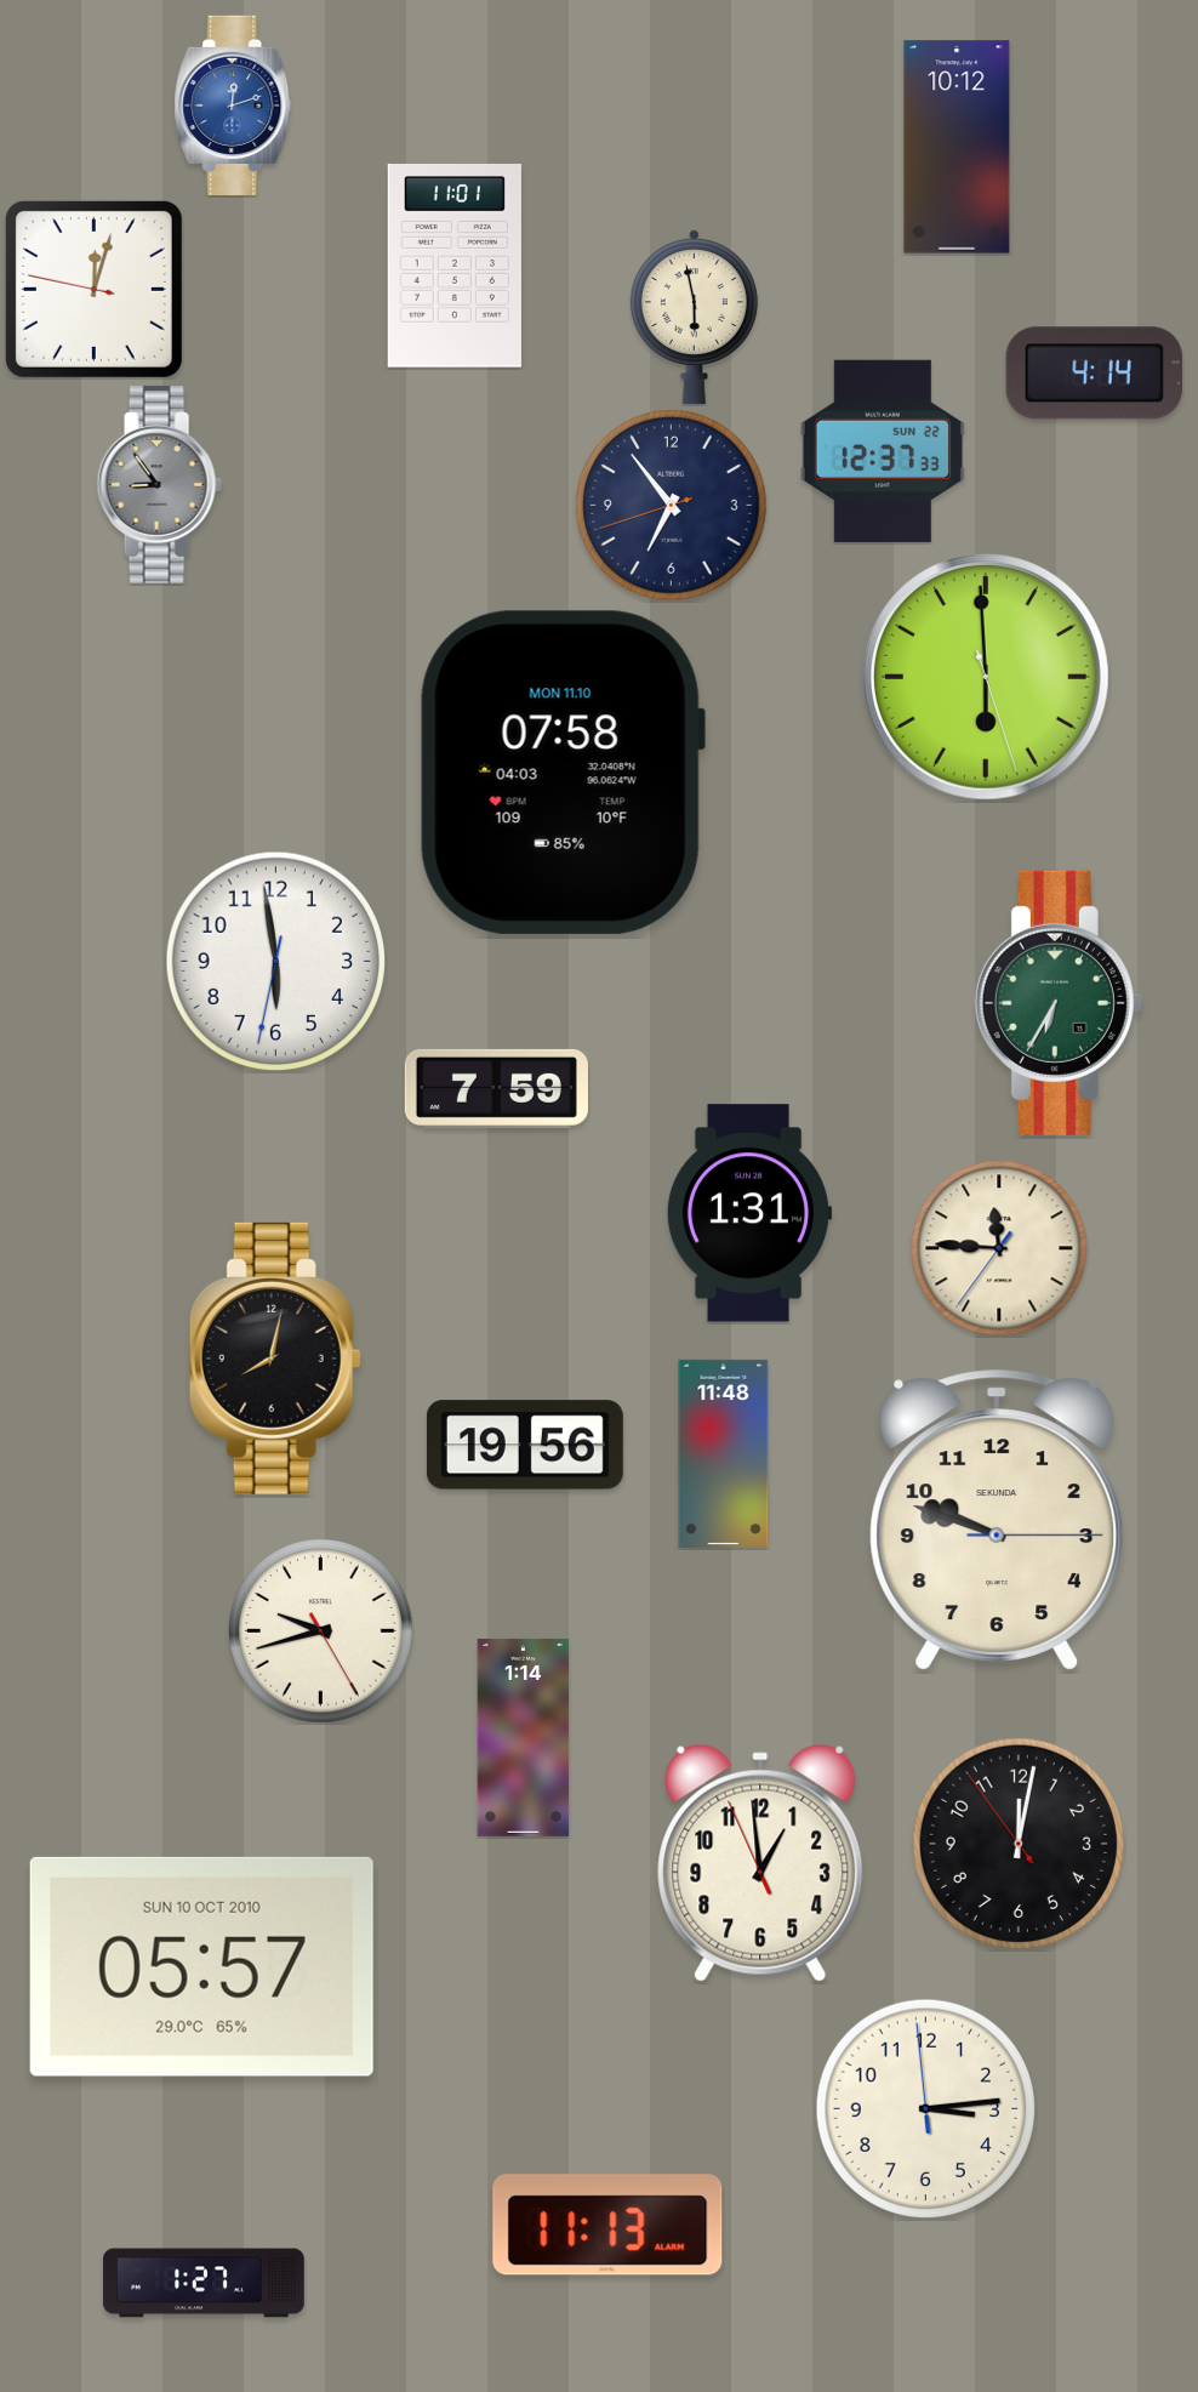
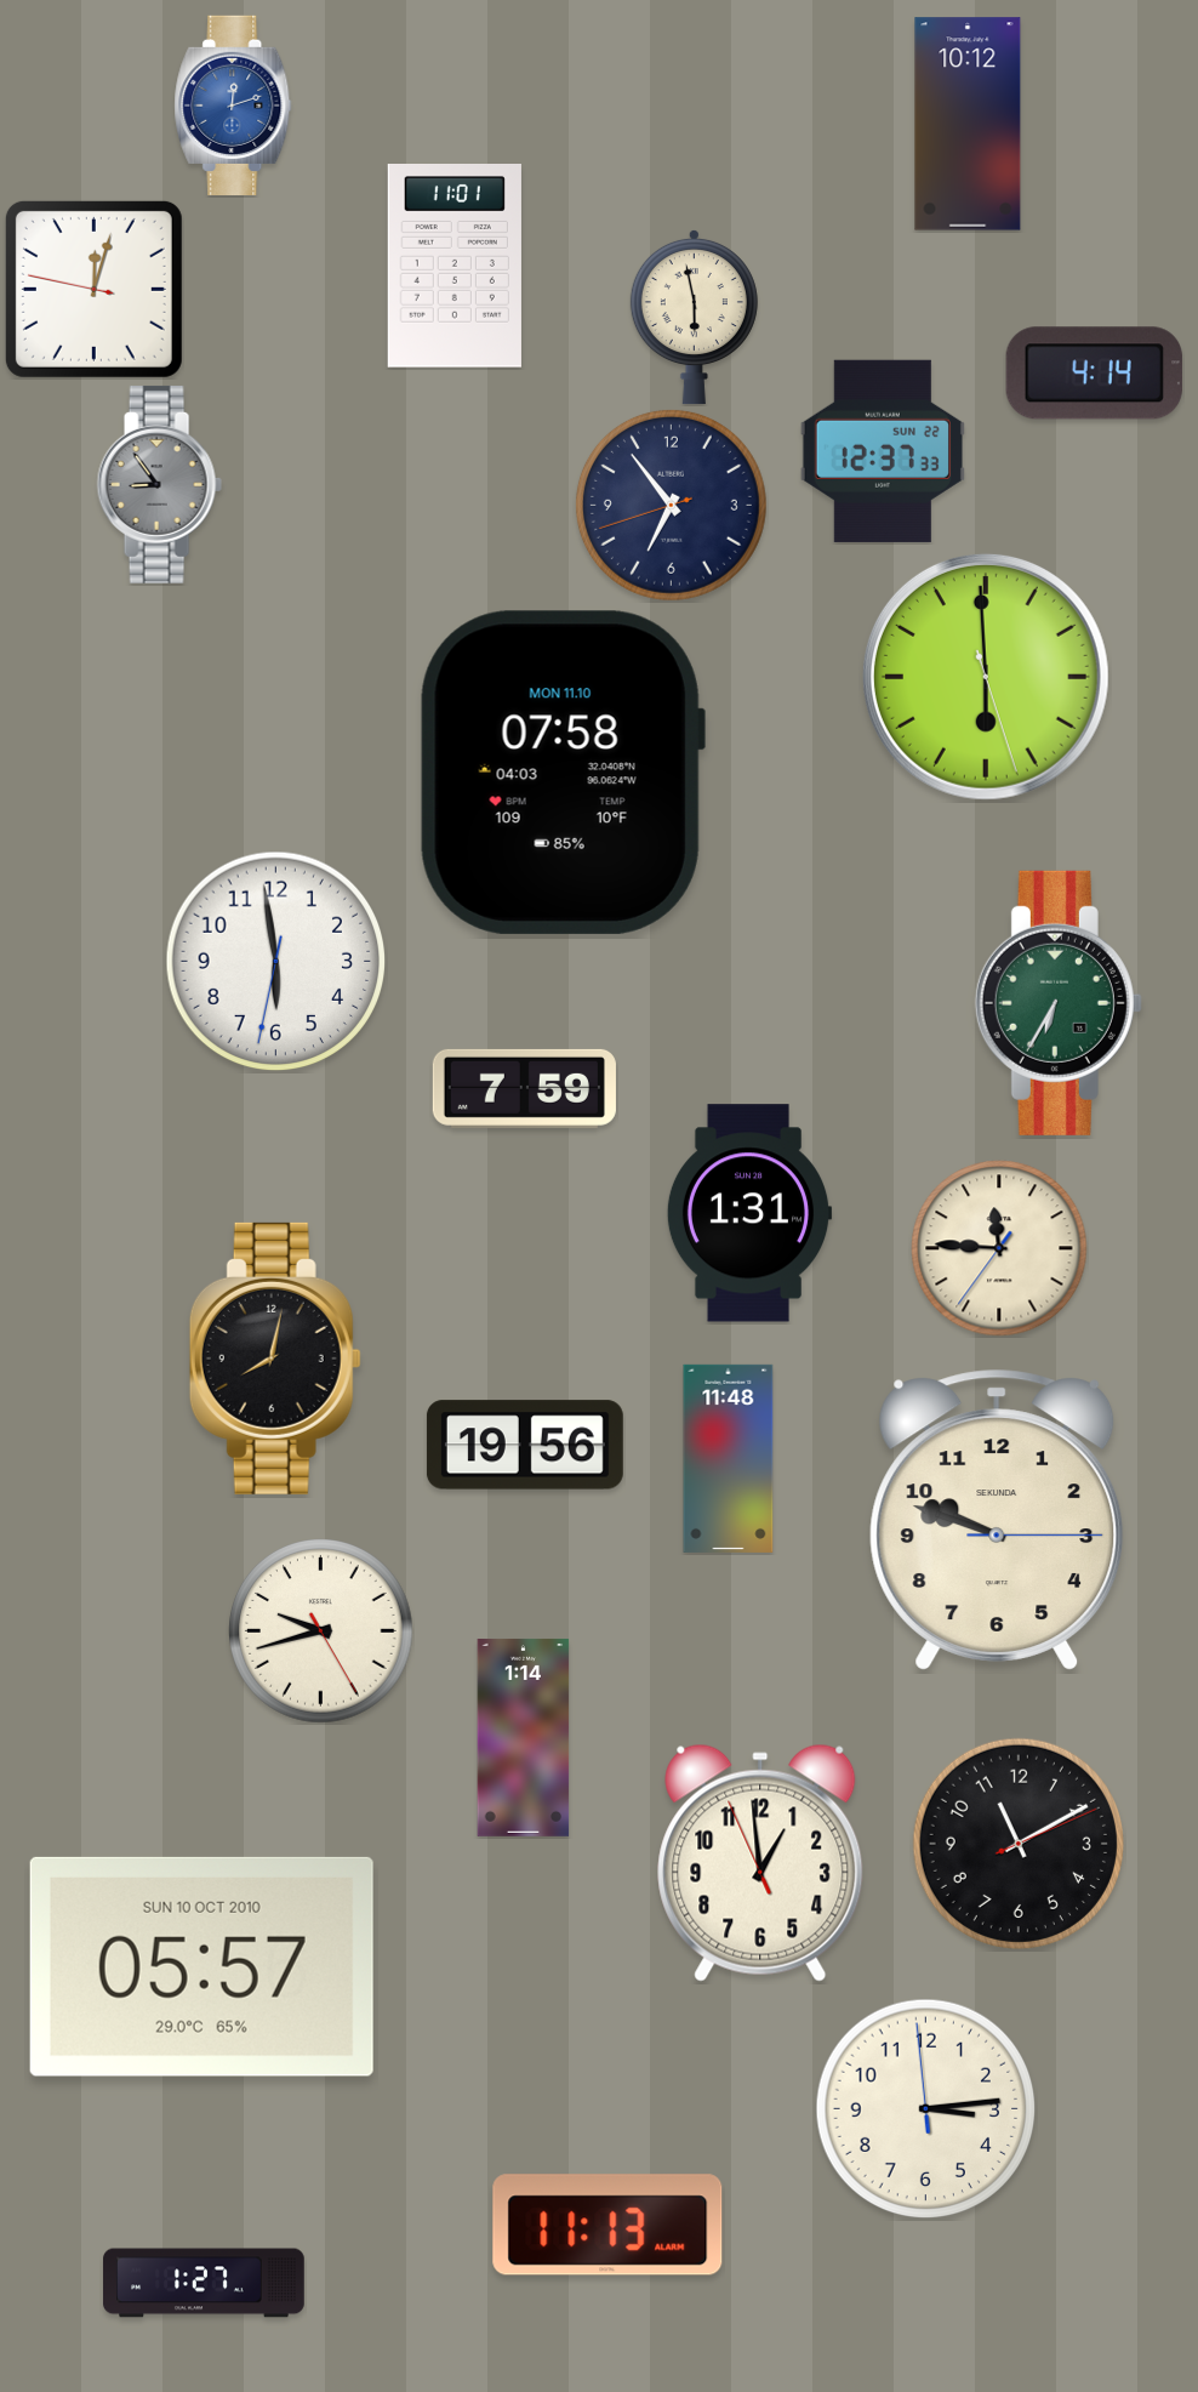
clock at (957, 147) position: (957, 147) -> (968, 124)
clock at (496, 1088) position: (496, 1088) -> (524, 1088)
clock at (724, 1453) position: (724, 1453) -> (729, 1458)
clock at (1019, 1844): 12:01 -> 11:10
